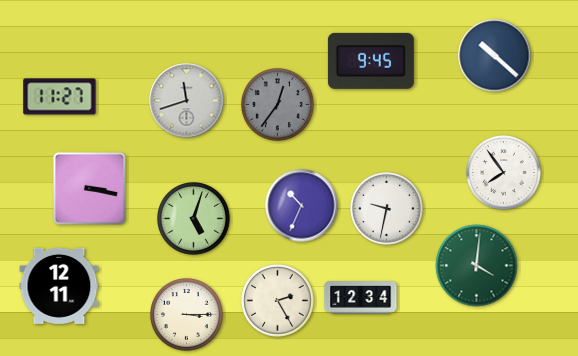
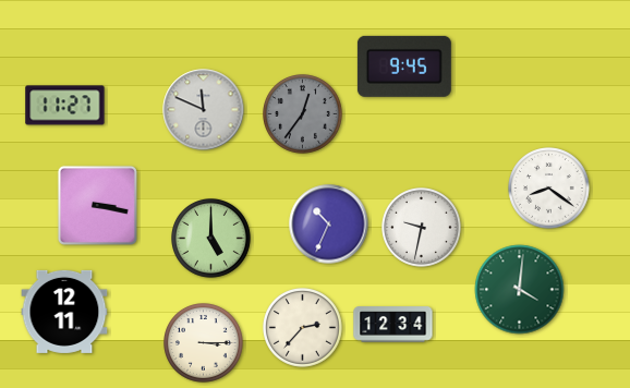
clock at (495, 56): 10:22 -> none
clock at (187, 101): 11:42 -> 11:49
clock at (504, 173): 7:54 -> 8:21
clock at (194, 219): 5:03 -> 5:00
clock at (278, 301): 2:25 -> 2:37
